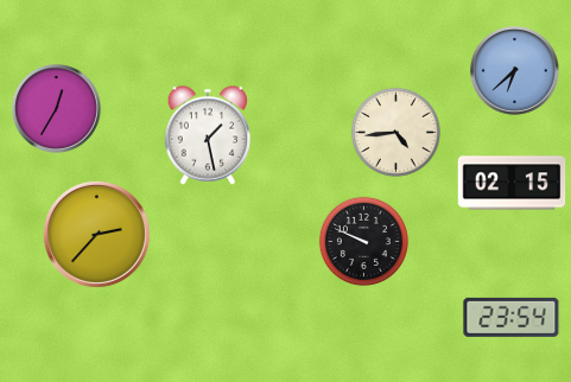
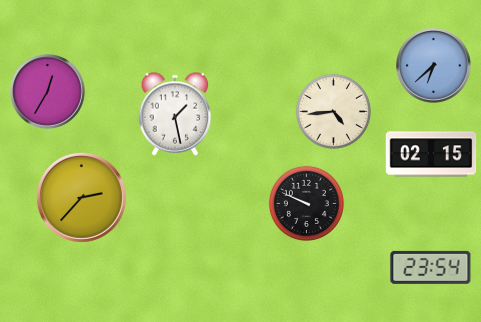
clock at (515, 71) position: (515, 71) -> (434, 66)
